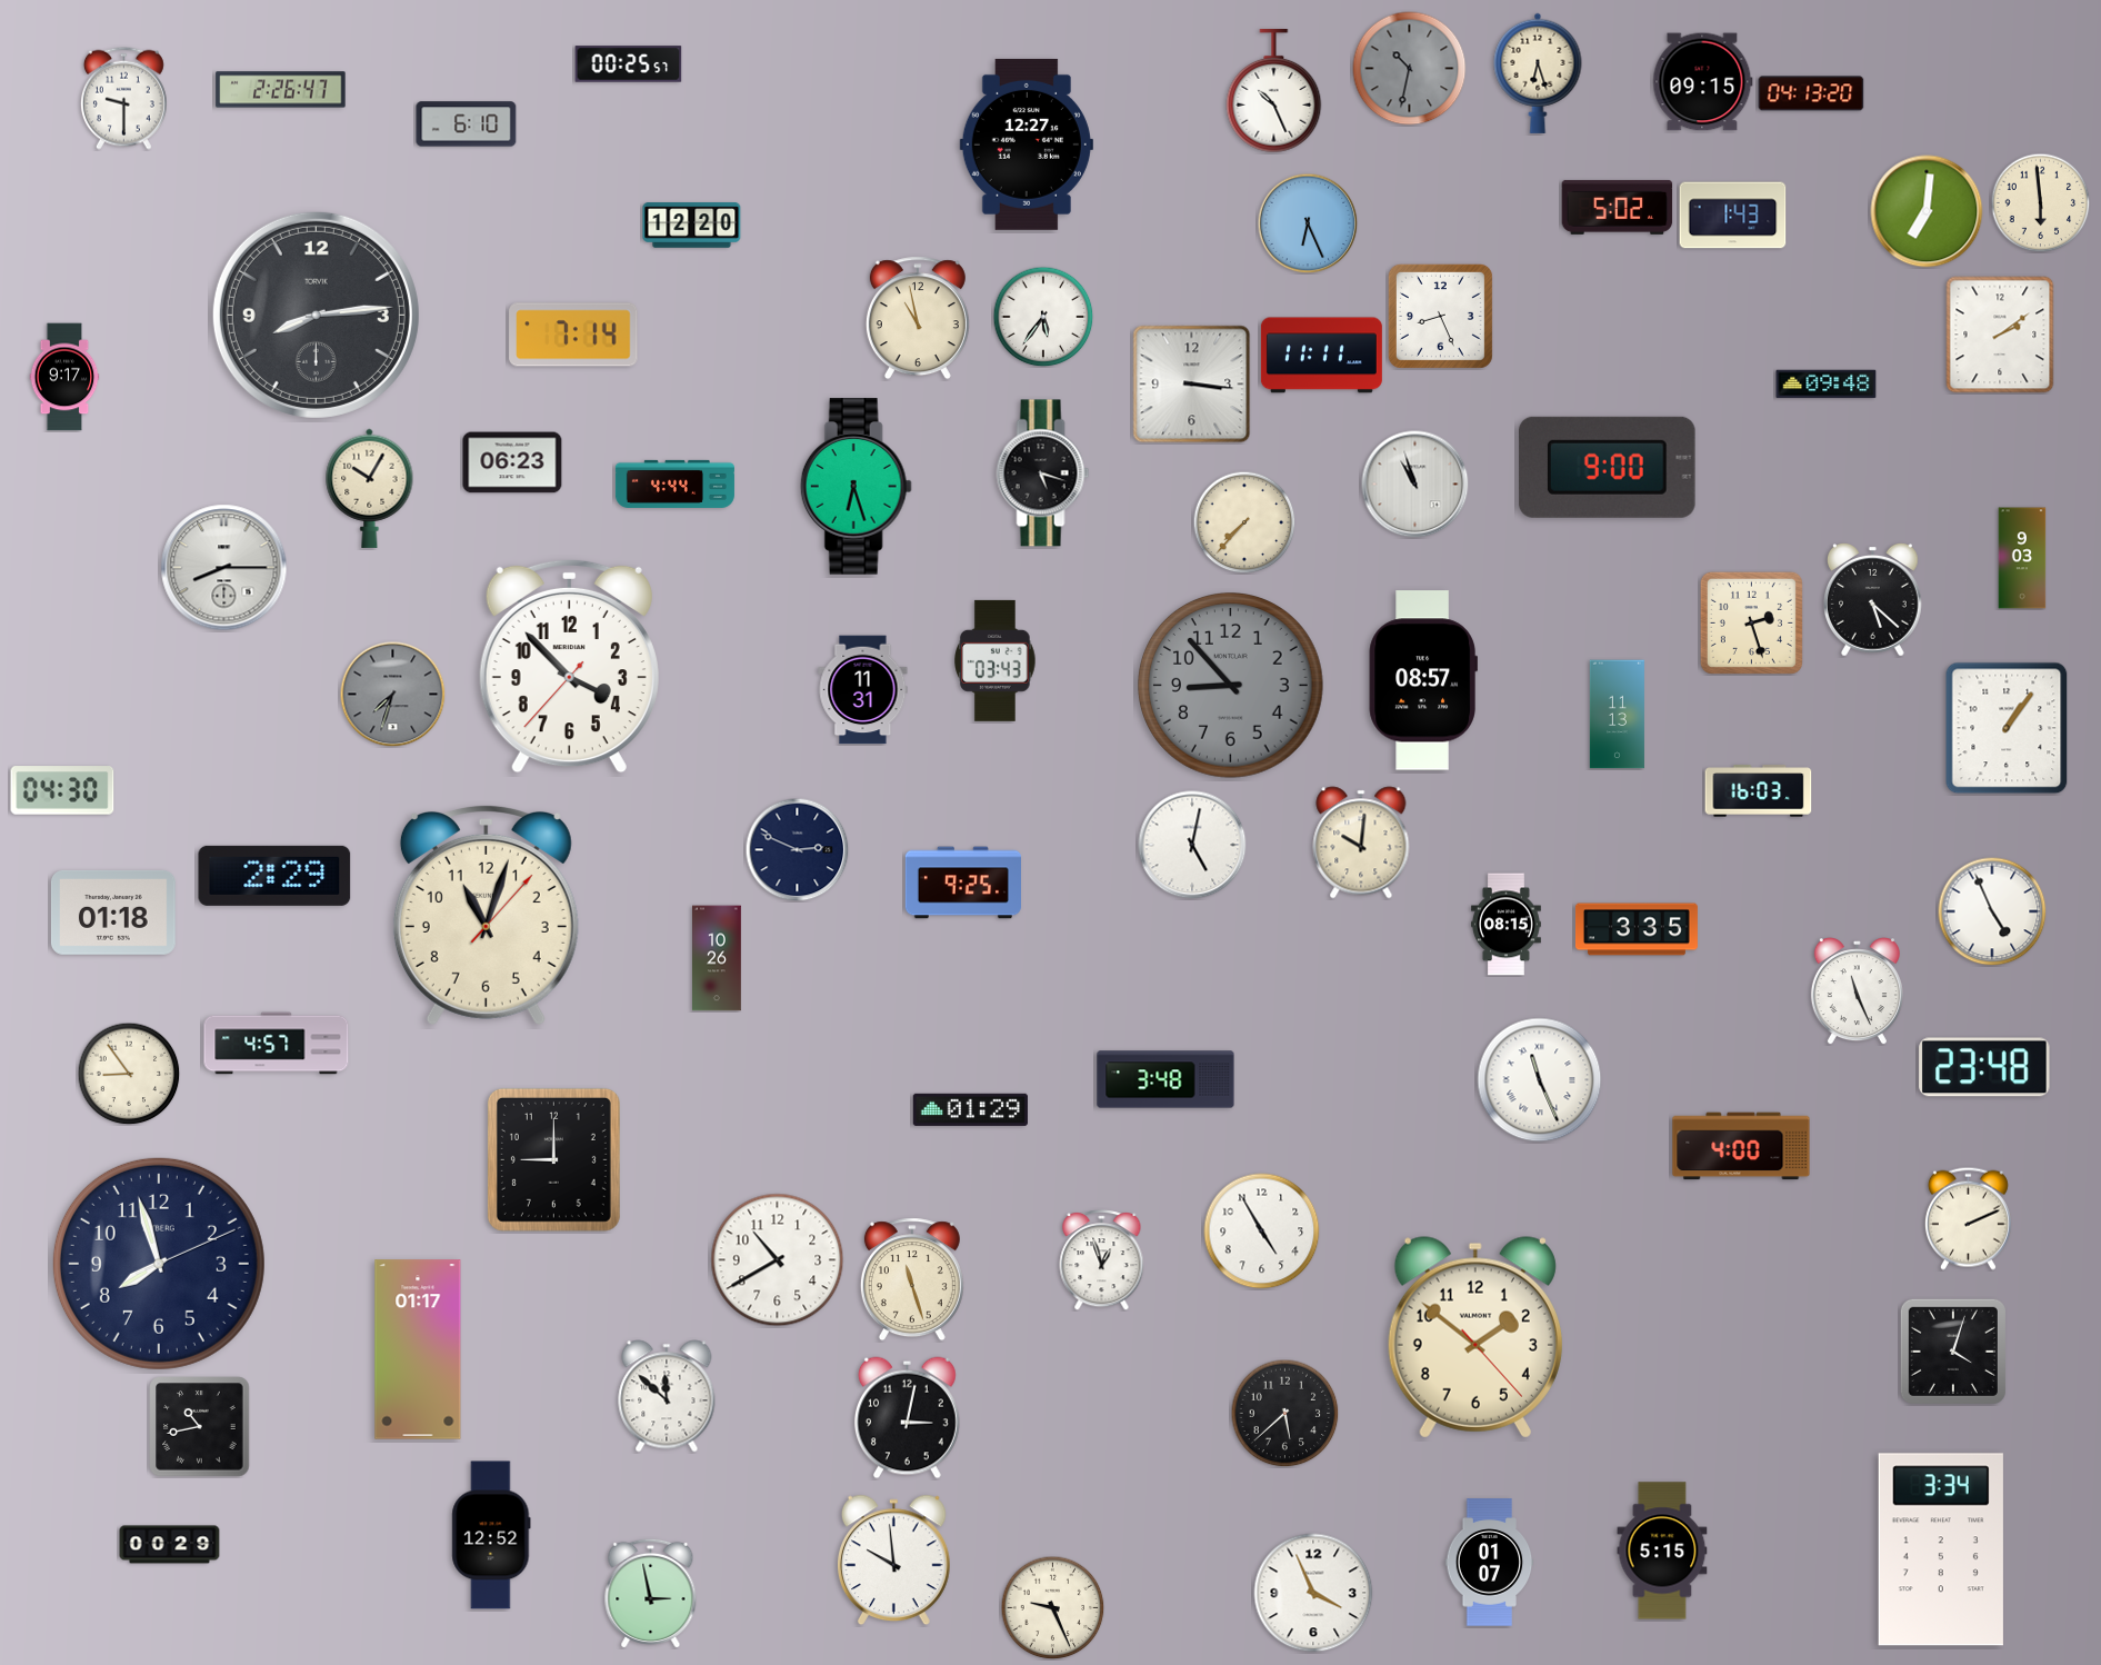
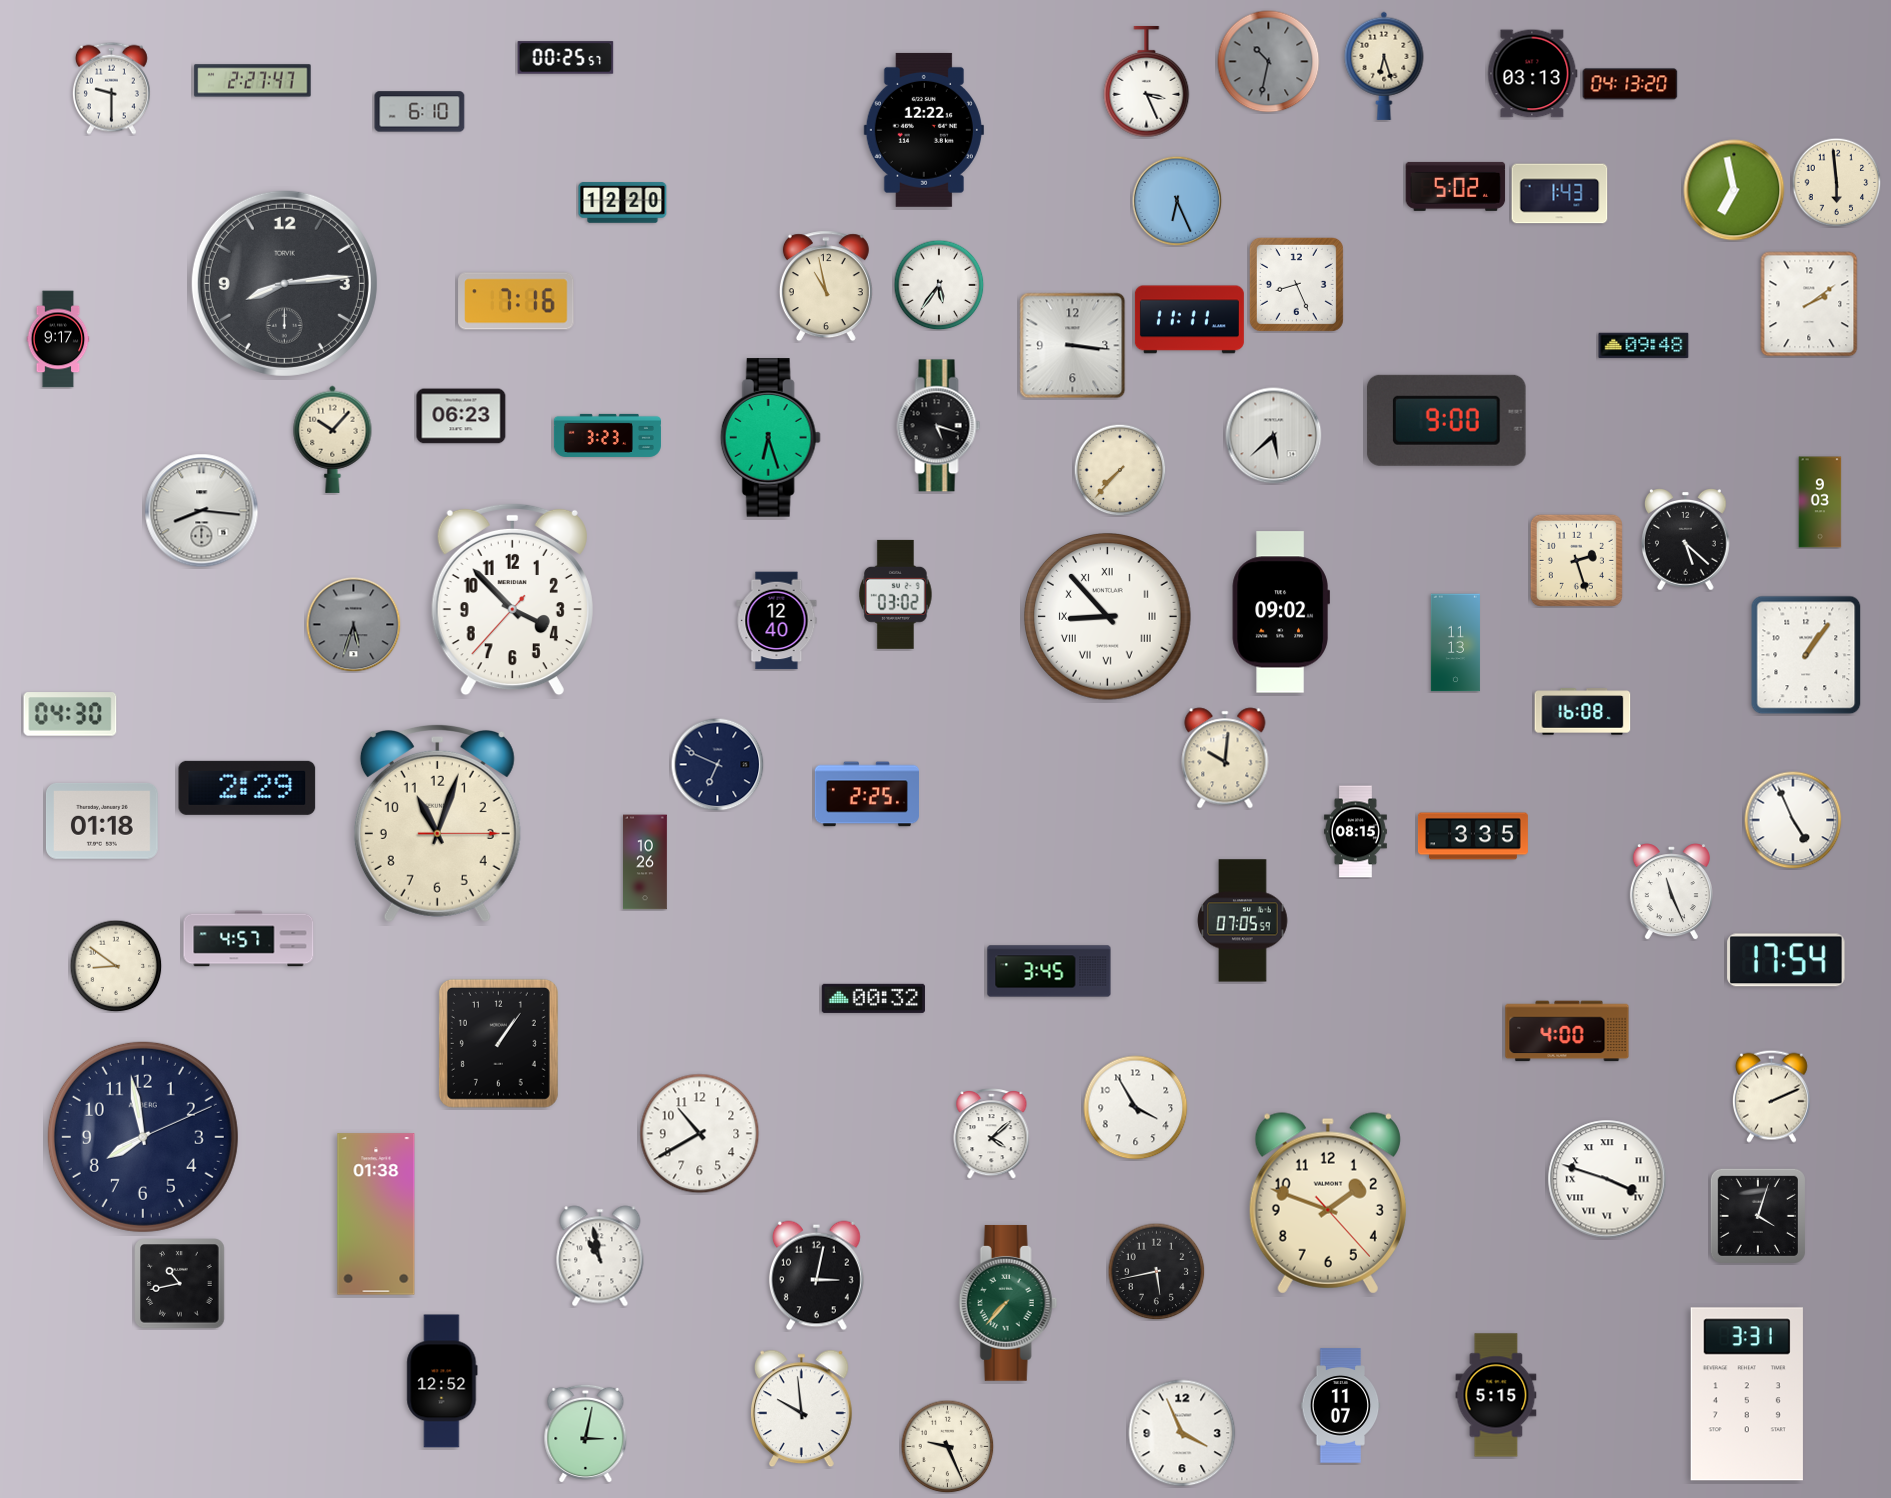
clock at (1703, 82): 09:15 -> 03:13
clock at (281, 90): 2:26 -> 2:27
clock at (1274, 91): 10:26 -> 3:26
clock at (1027, 144): 12:27 -> 12:22
clock at (1927, 211): 7:01 -> 6:58
clock at (573, 335): 7:14 -> 7:16
clock at (2000, 335) position: (2000, 335) -> (1809, 304)
clock at (674, 483): 4:44 -> 3:23
clock at (1415, 485): 10:57 -> 5:38
clock at (370, 488): 10:05 -> 10:07
clock at (224, 568): 8:15 -> 8:16
clock at (996, 660): 03:43 -> 03:02
clock at (1423, 680): 08:57 -> 09:02
clock at (1231, 686) dial: grey -> white
clock at (1231, 686) numerals: Arabic -> Roman
clock at (863, 690): 11:31 -> 12:40
clock at (392, 694): 7:33 -> 5:33
clock at (62, 790) position: (62, 790) -> (70, 714)
clock at (1759, 791): 16:03 -> 16:08
clock at (1192, 845): 5:02 -> none
clock at (797, 849): 2:49 -> 6:49
clock at (963, 883): 9:25 -> 2:25
clock at (486, 915): 11:03:07 -> 11:03:15
clock at (1243, 921): none -> 07:05
clock at (1984, 1067): 23:48 -> 17:54
clock at (129, 1074): 8:54 -> 8:51
clock at (1165, 1079): 3:48 -> 3:45
clock at (1540, 1080): 11:26 -> none
clock at (970, 1109): 01:29 -> 00:32
clock at (553, 1159): 9:00 -> 1:06
clock at (1262, 1232): 4:55 -> 3:55
clock at (1102, 1260): 12:57 -> 4:08
clock at (159, 1264): 7:57 -> 7:58
clock at (912, 1279): 11:27 -> none
clock at (1607, 1179): none -> 3:48
clock at (1475, 1337): 1:51 -> 1:48
clock at (418, 1349): 01:17 -> 01:38
clock at (667, 1396): 11:52 -> 10:58
clock at (1284, 1413): 5:38 -> 5:43
clock at (1008, 1303): none -> 7:37
clock at (170, 1545): 00:29 -> none
clock at (1941, 1549): 3:34 -> 3:31
clock at (893, 1561) position: (893, 1561) -> (801, 1409)
clock at (1490, 1563): 01:07 -> 11:07
clock at (651, 1593): 2:58 -> 3:02
